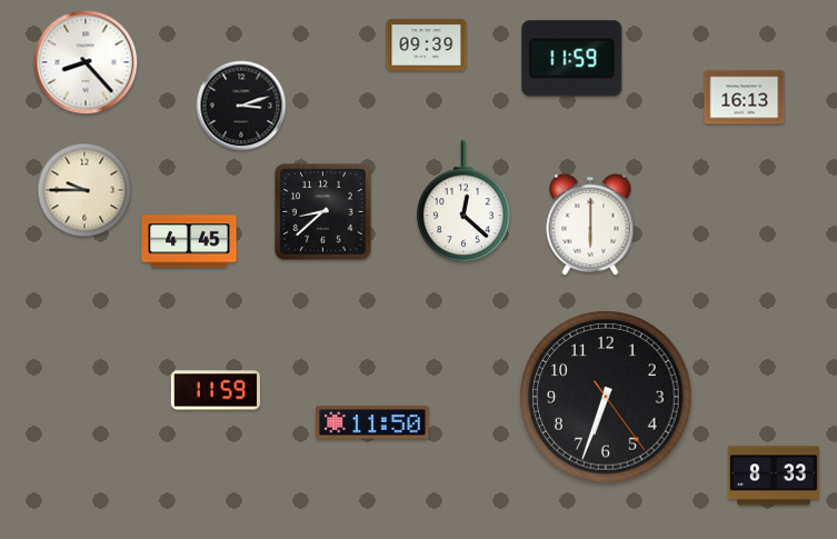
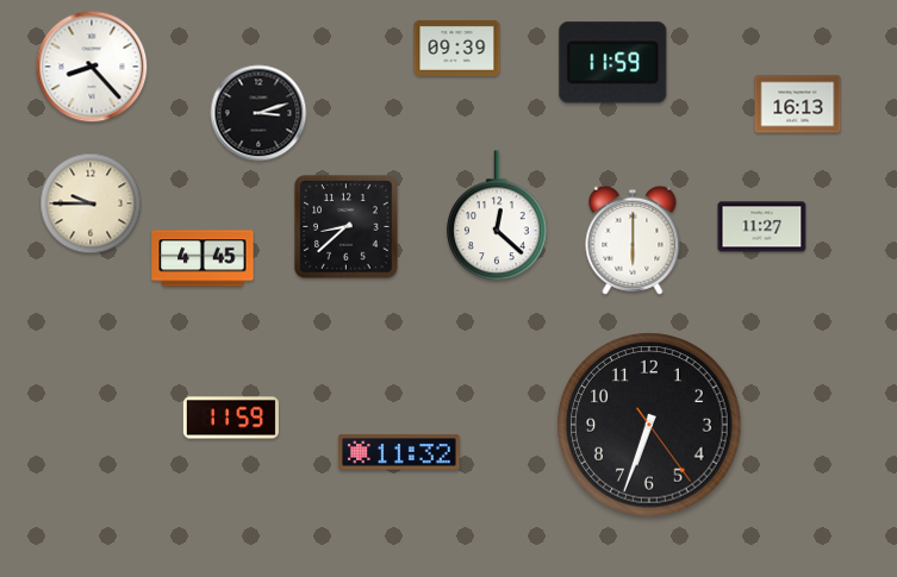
clock at (762, 227): none -> 11:27
clock at (372, 422): 11:50 -> 11:32
clock at (774, 476): 8:33 -> none
